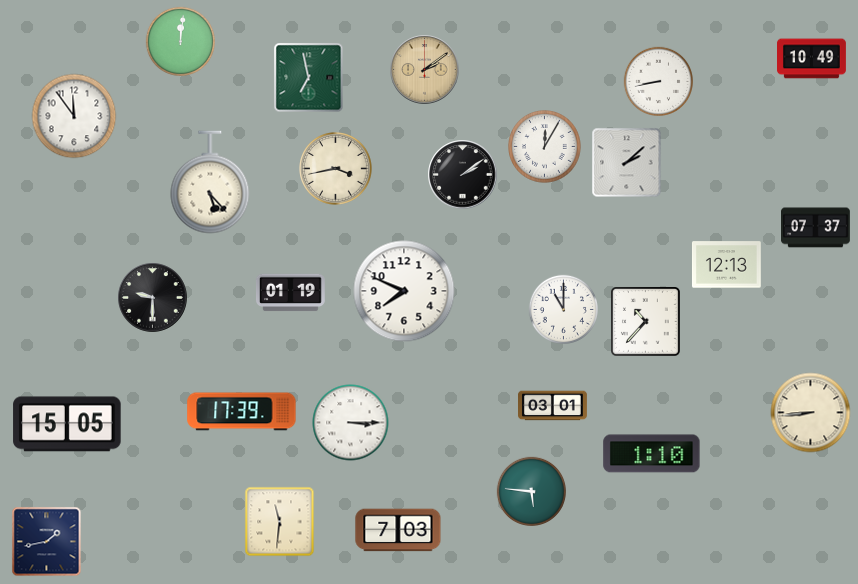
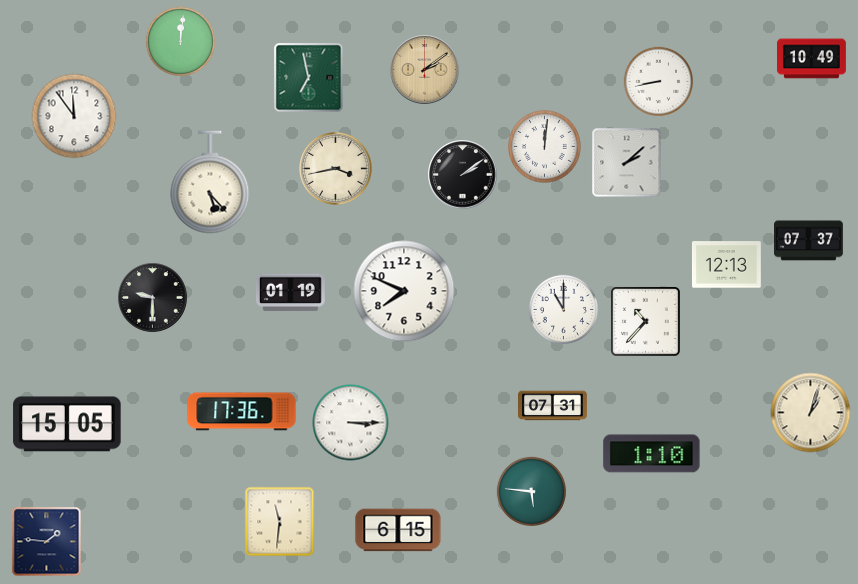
clock at (545, 147): 12:05 -> 12:01
clock at (816, 228) position: (816, 228) -> (809, 241)
clock at (553, 406): 03:01 -> 07:31
clock at (242, 412): 17:39 -> 17:36
clock at (811, 413): 8:44 -> 1:03
clock at (398, 530): 7:03 -> 6:15
clock at (47, 542): 1:43 -> 1:46
